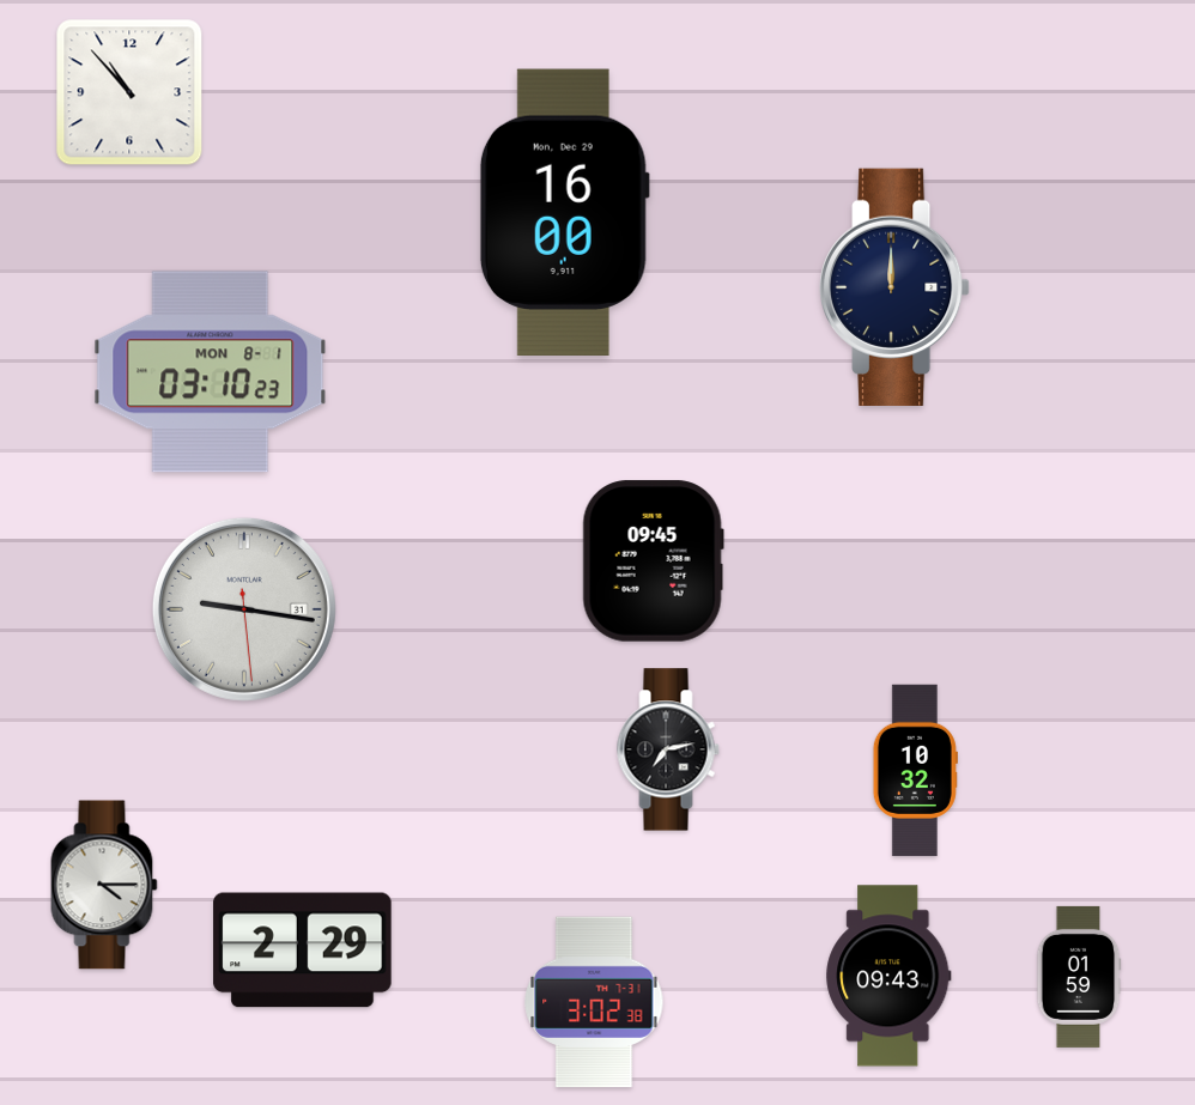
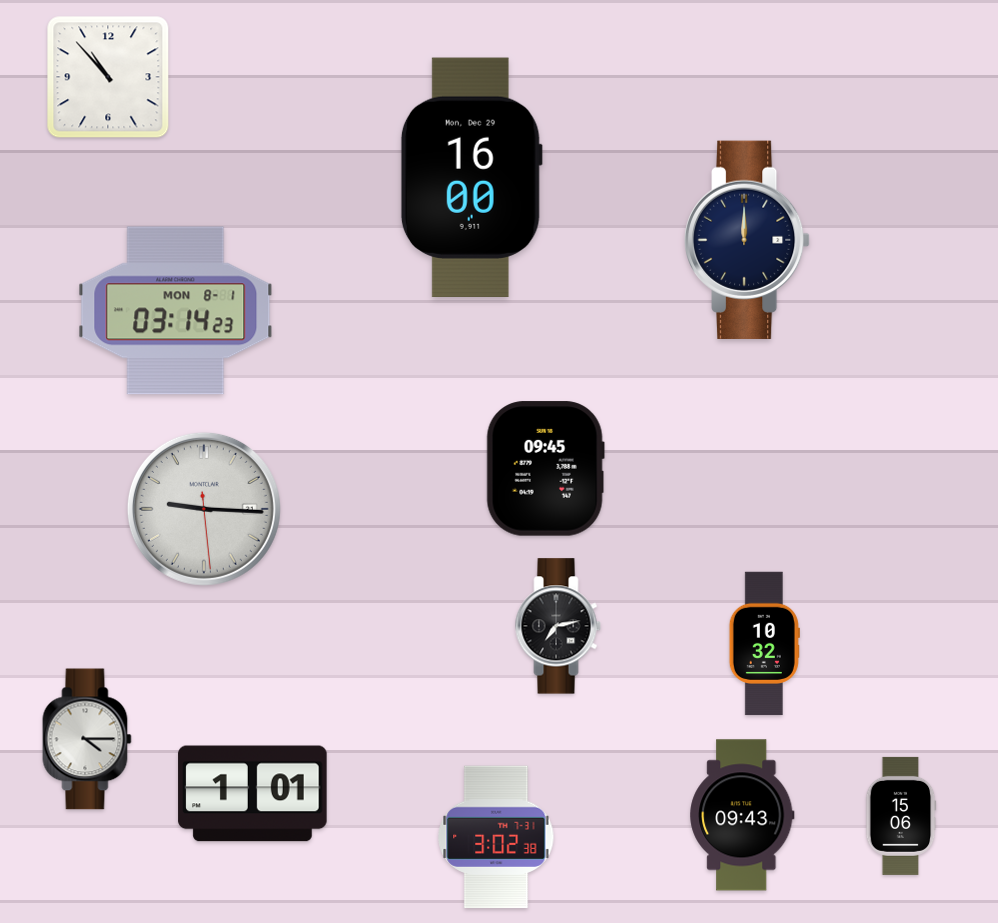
clock at (211, 372): 03:10 -> 03:14
clock at (244, 609): 9:16 -> 9:15
clock at (303, 951): 2:29 -> 1:01
clock at (1079, 977): 01:59 -> 15:06
